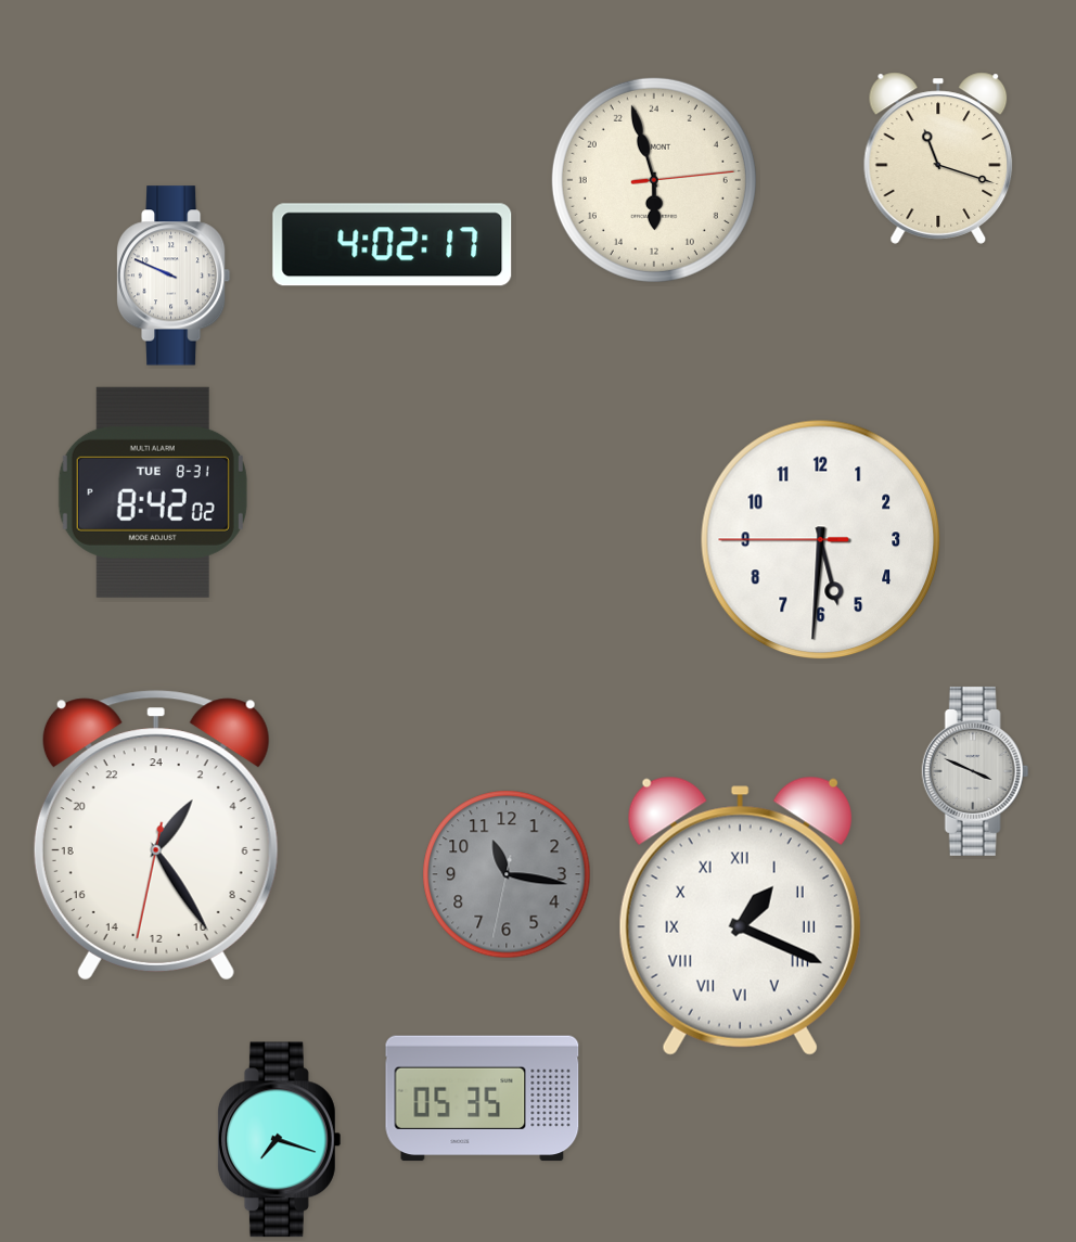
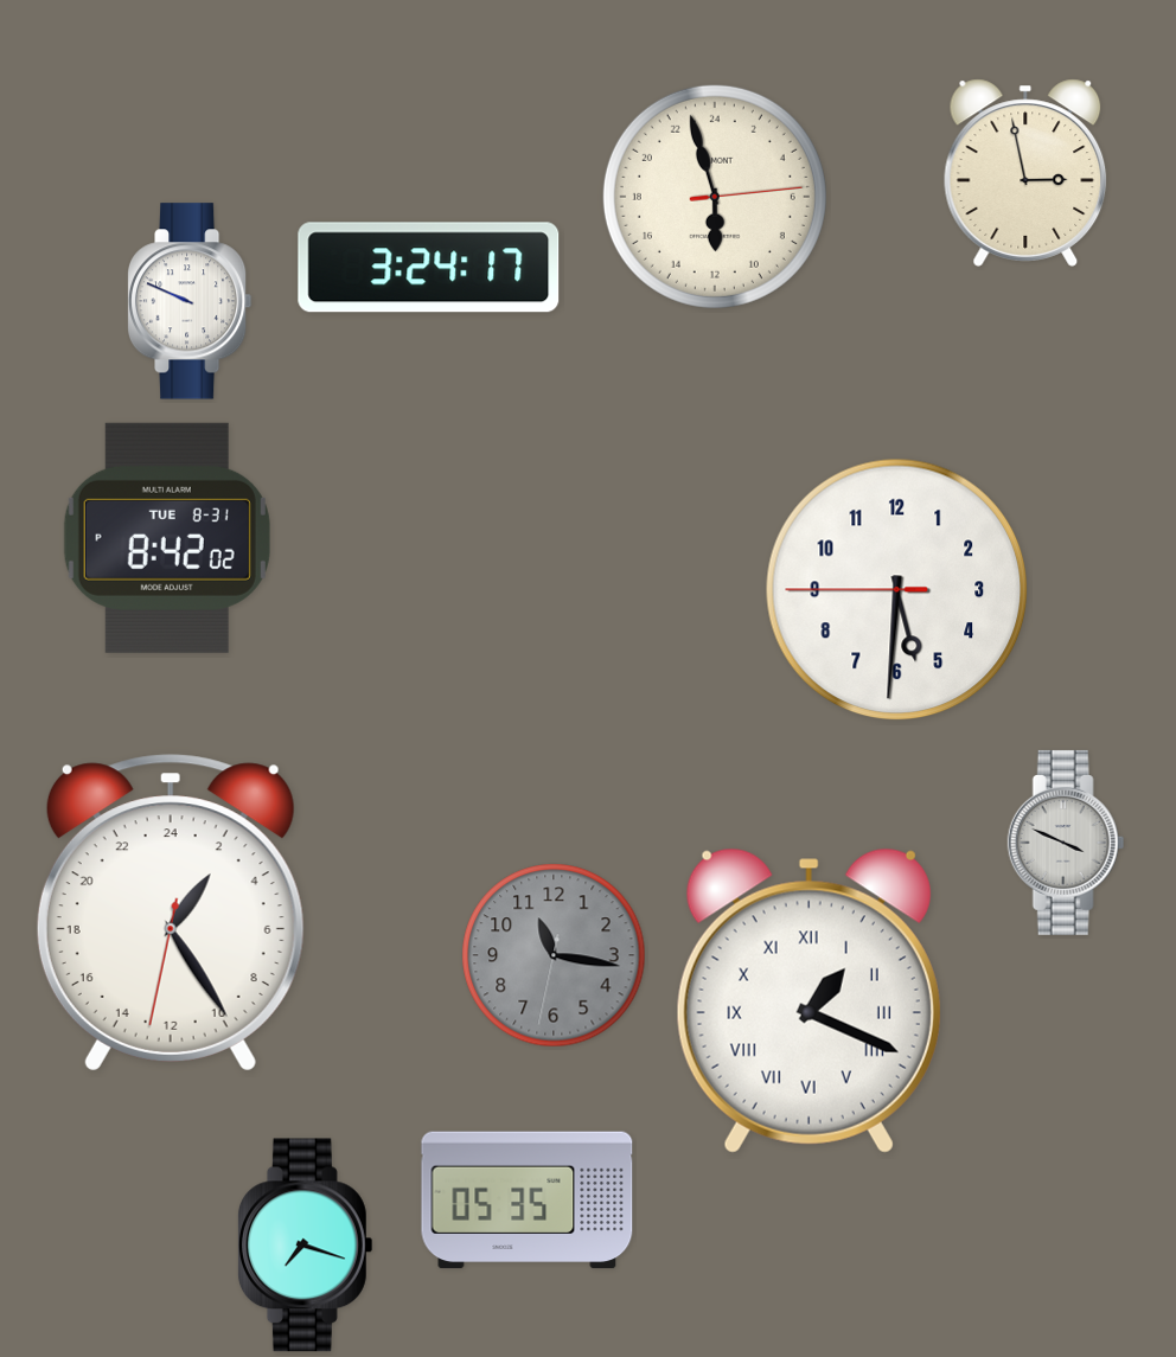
clock at (938, 158): 11:18 -> 2:58
clock at (393, 245): 4:02 -> 3:24
